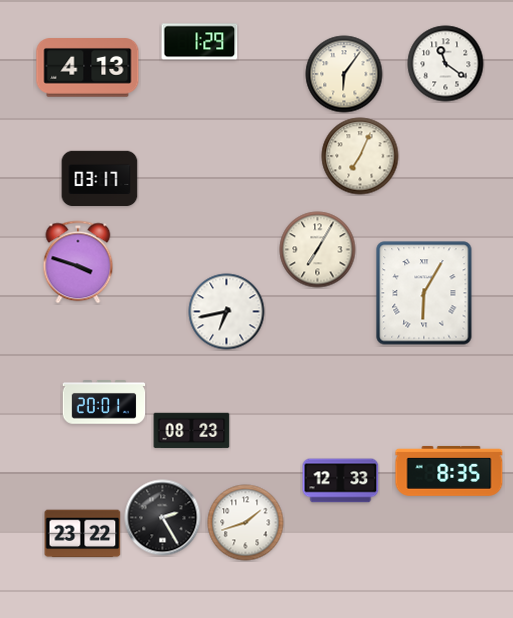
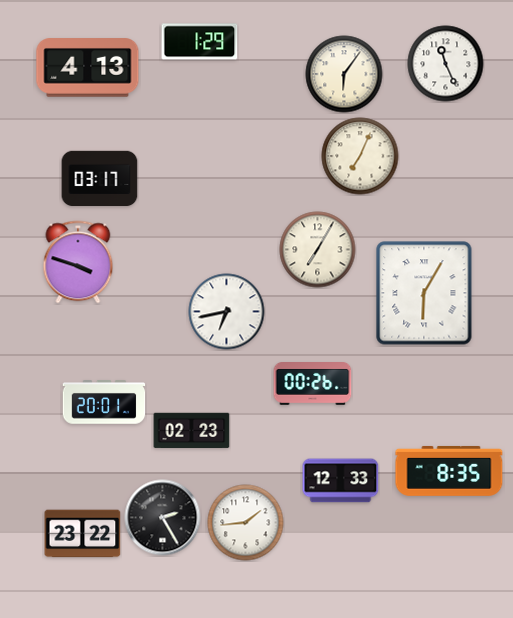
clock at (446, 64): 11:21 -> 11:26
clock at (313, 384): none -> 00:26
clock at (192, 431): 08:23 -> 02:23
clock at (246, 523): 1:42 -> 1:44
